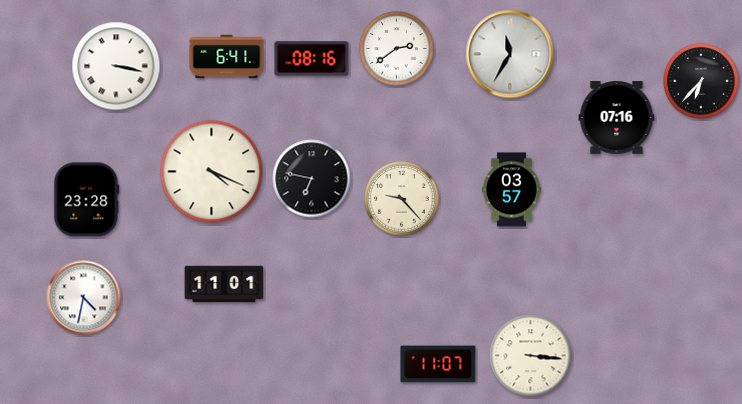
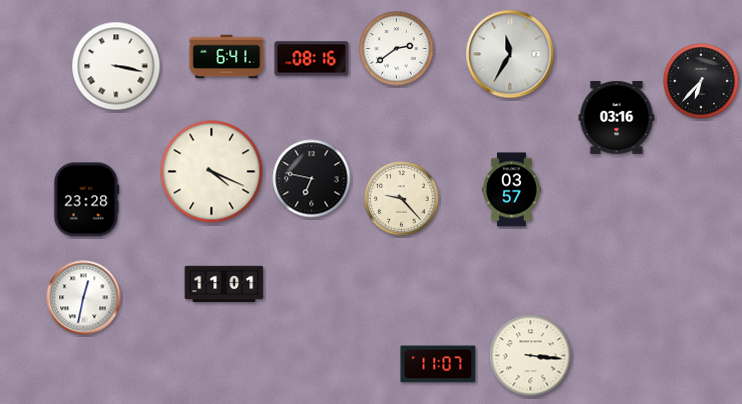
clock at (617, 118): 07:16 -> 03:16
clock at (84, 298): 4:32 -> 12:32
